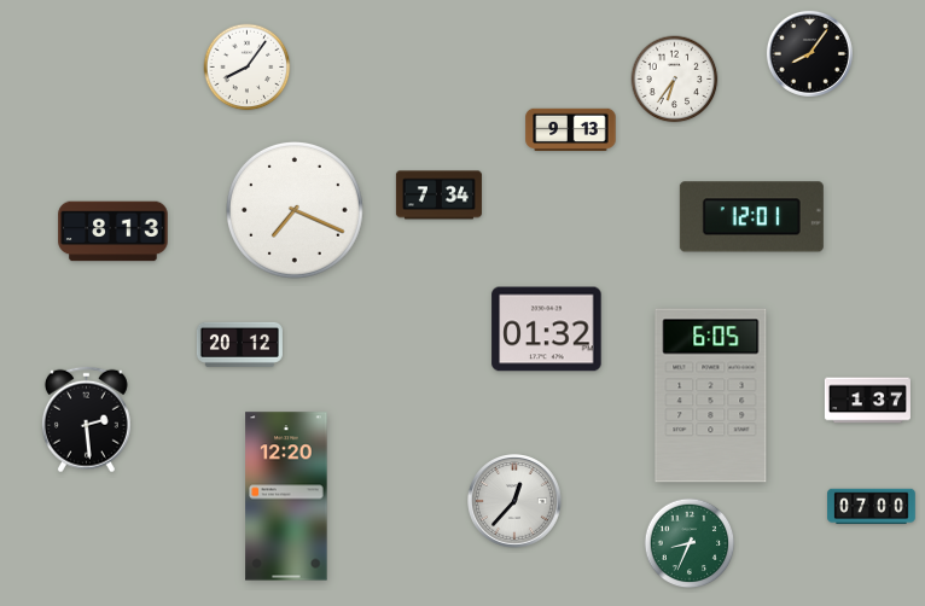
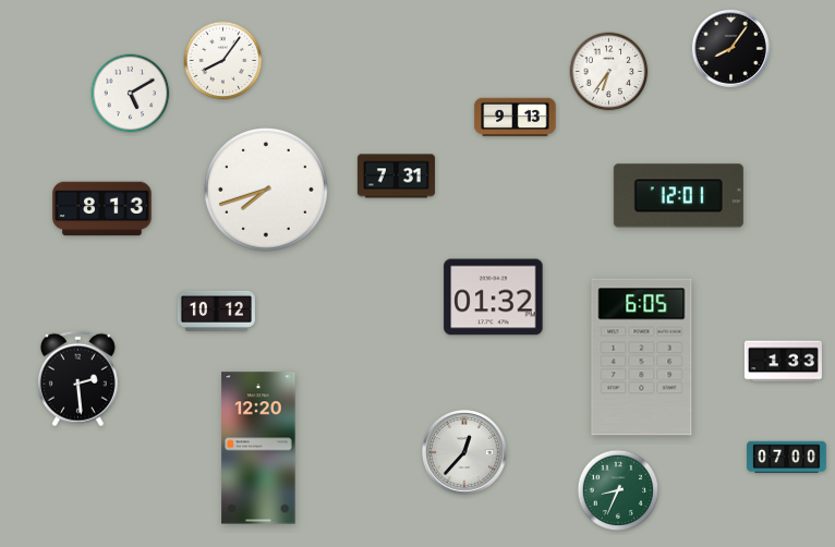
clock at (131, 94): none -> 5:10
clock at (438, 196): 7:34 -> 7:31
clock at (296, 211): 7:19 -> 7:42
clock at (239, 344): 20:12 -> 10:12
clock at (867, 401): 1:37 -> 1:33
clock at (690, 543) position: (690, 543) -> (618, 490)
